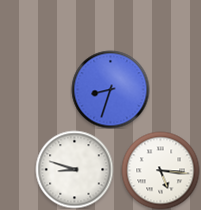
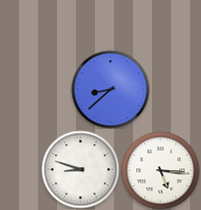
clock at (110, 89): 8:33 -> 8:38
clock at (74, 169) position: (74, 169) -> (80, 169)
